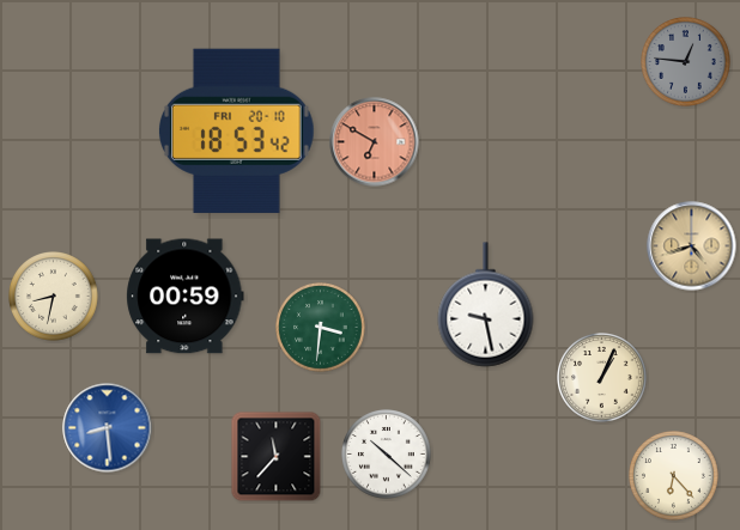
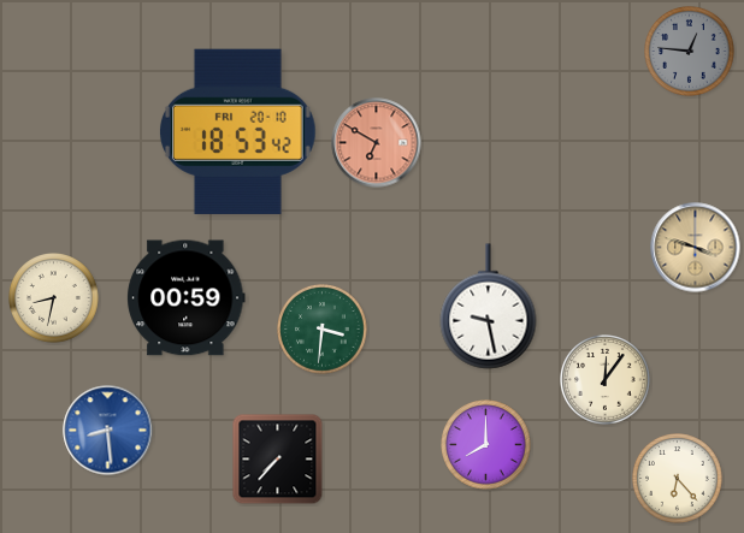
clock at (686, 62) position: (686, 62) -> (690, 52)
clock at (692, 246): 4:42 -> 3:48
clock at (602, 378): 1:04 -> 12:06
clock at (486, 445): none -> 8:00
clock at (387, 455): 10:22 -> none
clock at (277, 457): 11:37 -> 7:37
